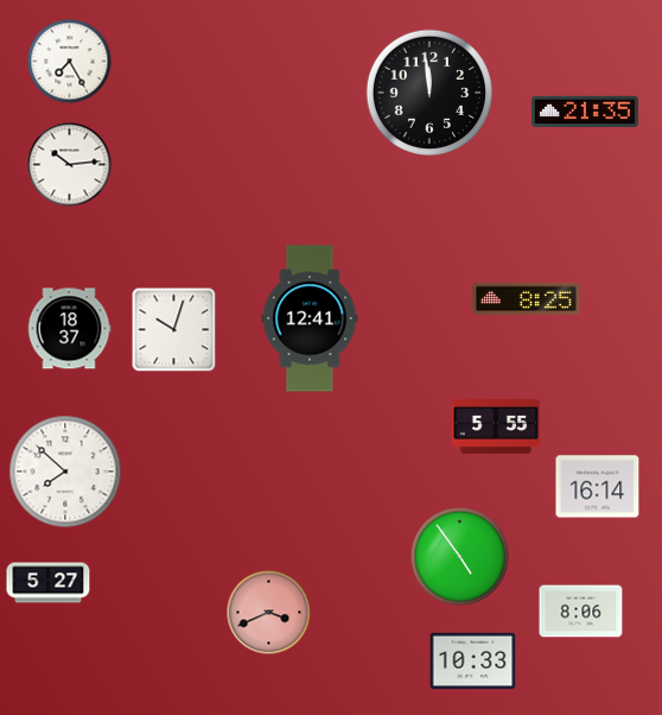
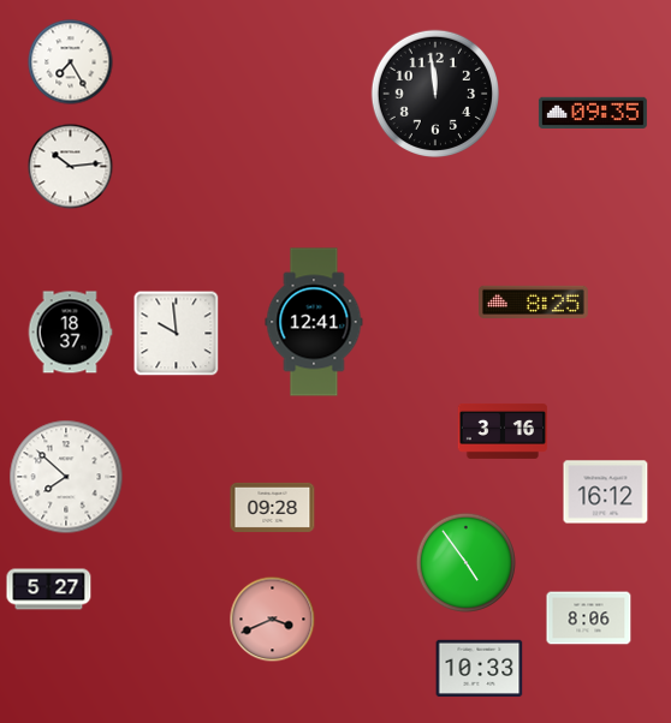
clock at (585, 112): 21:35 -> 09:35
clock at (174, 330): 10:03 -> 9:59
clock at (496, 426): 5:55 -> 3:16
clock at (598, 487): 16:14 -> 16:12
clock at (273, 507): none -> 09:28
